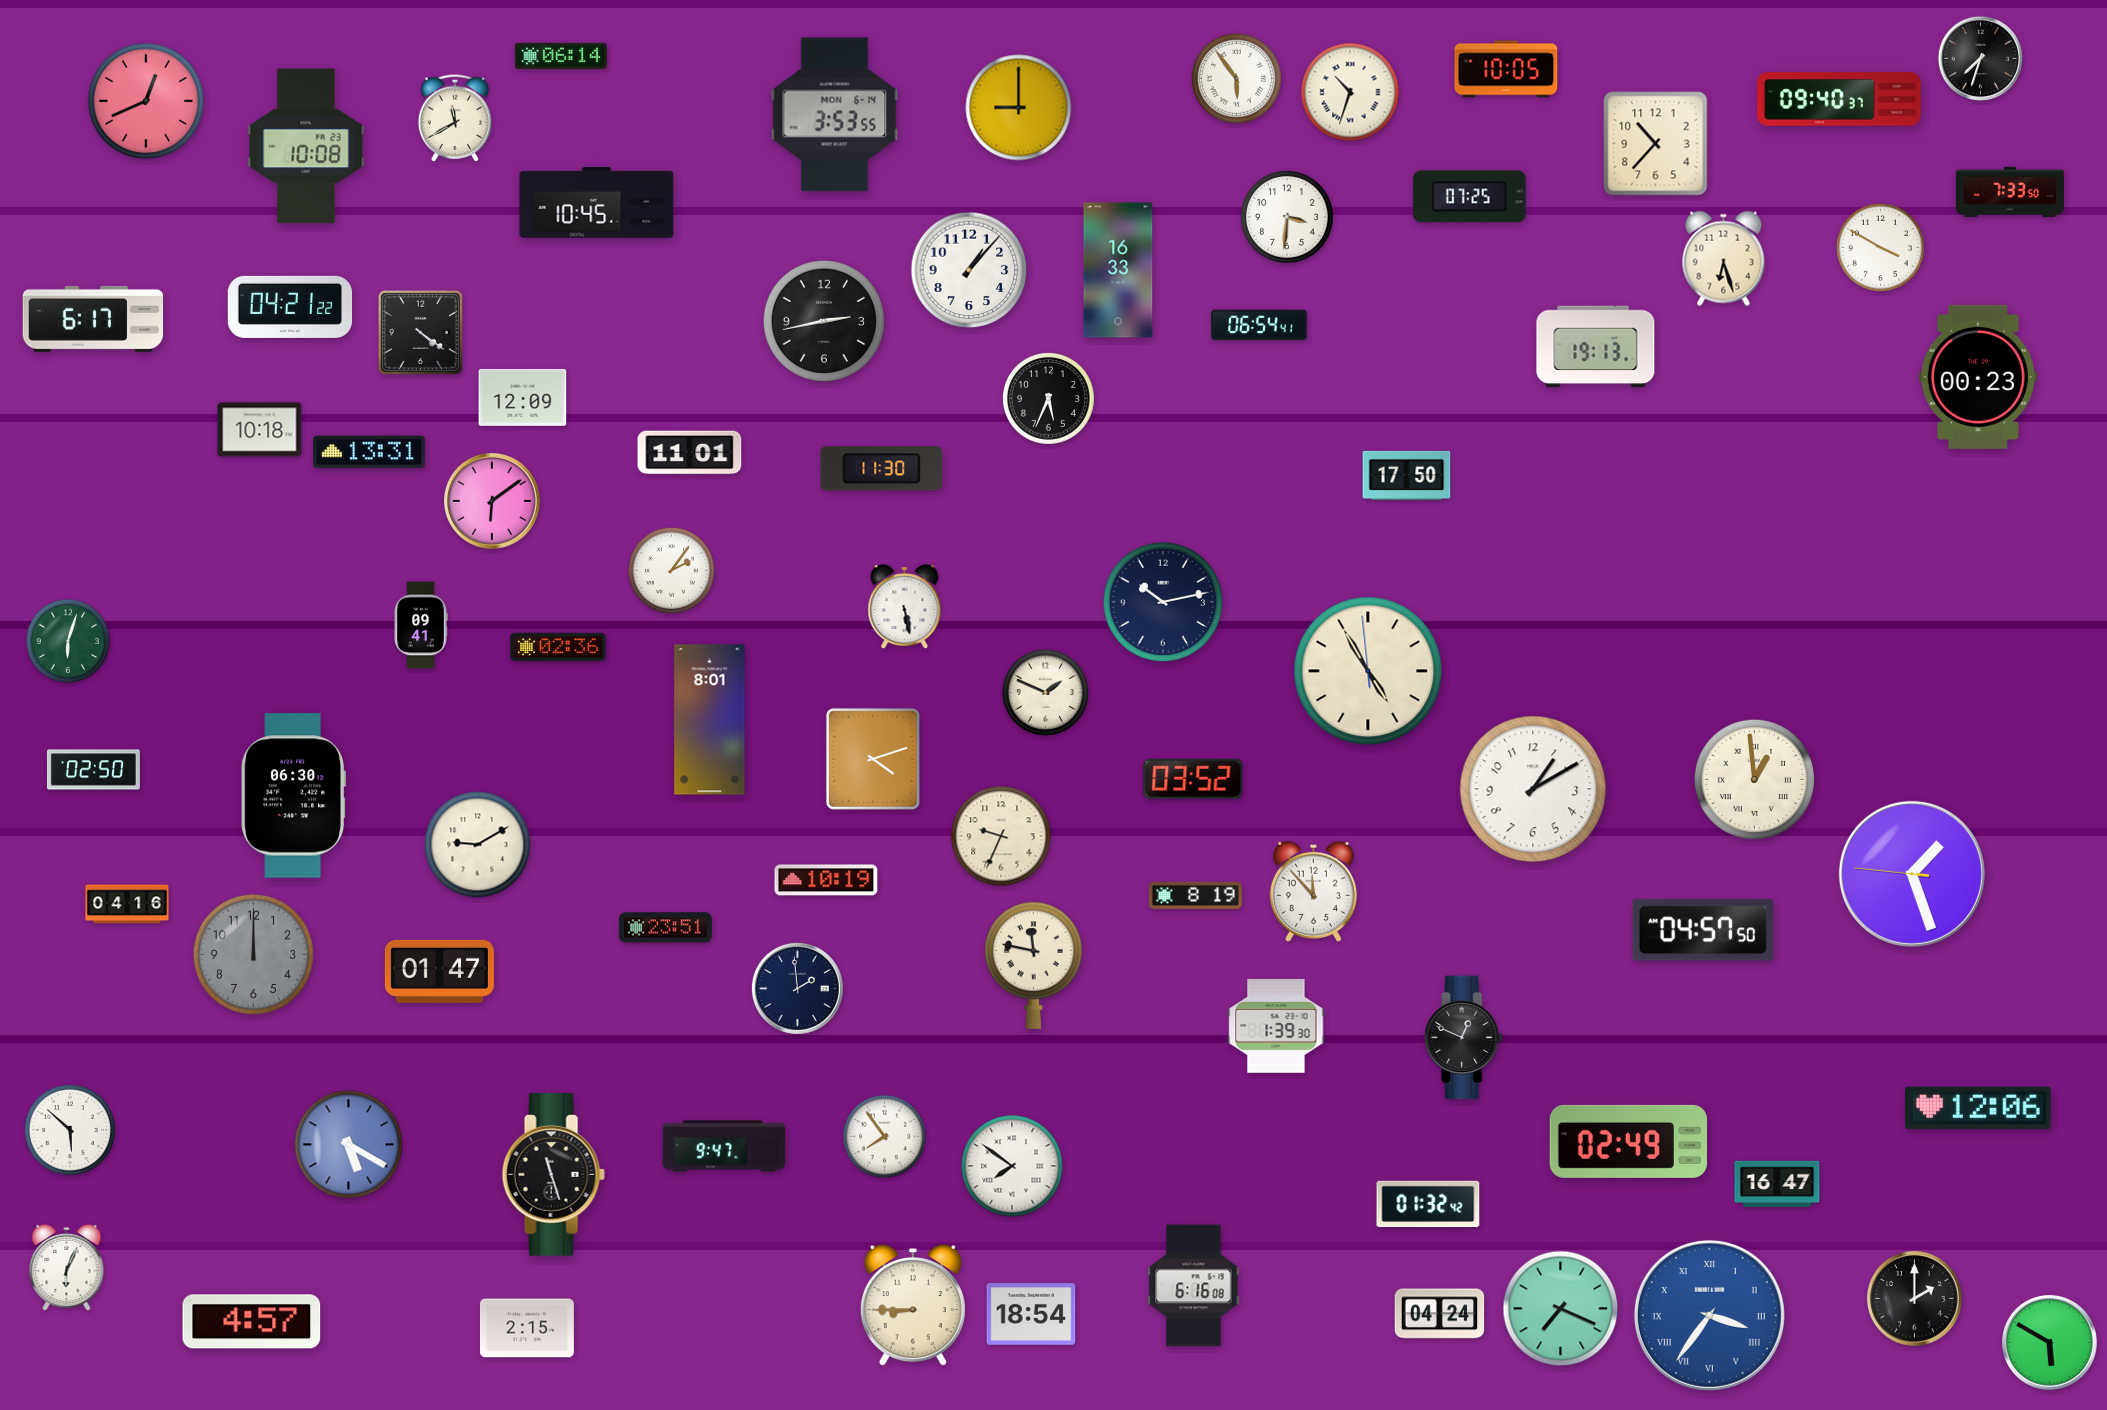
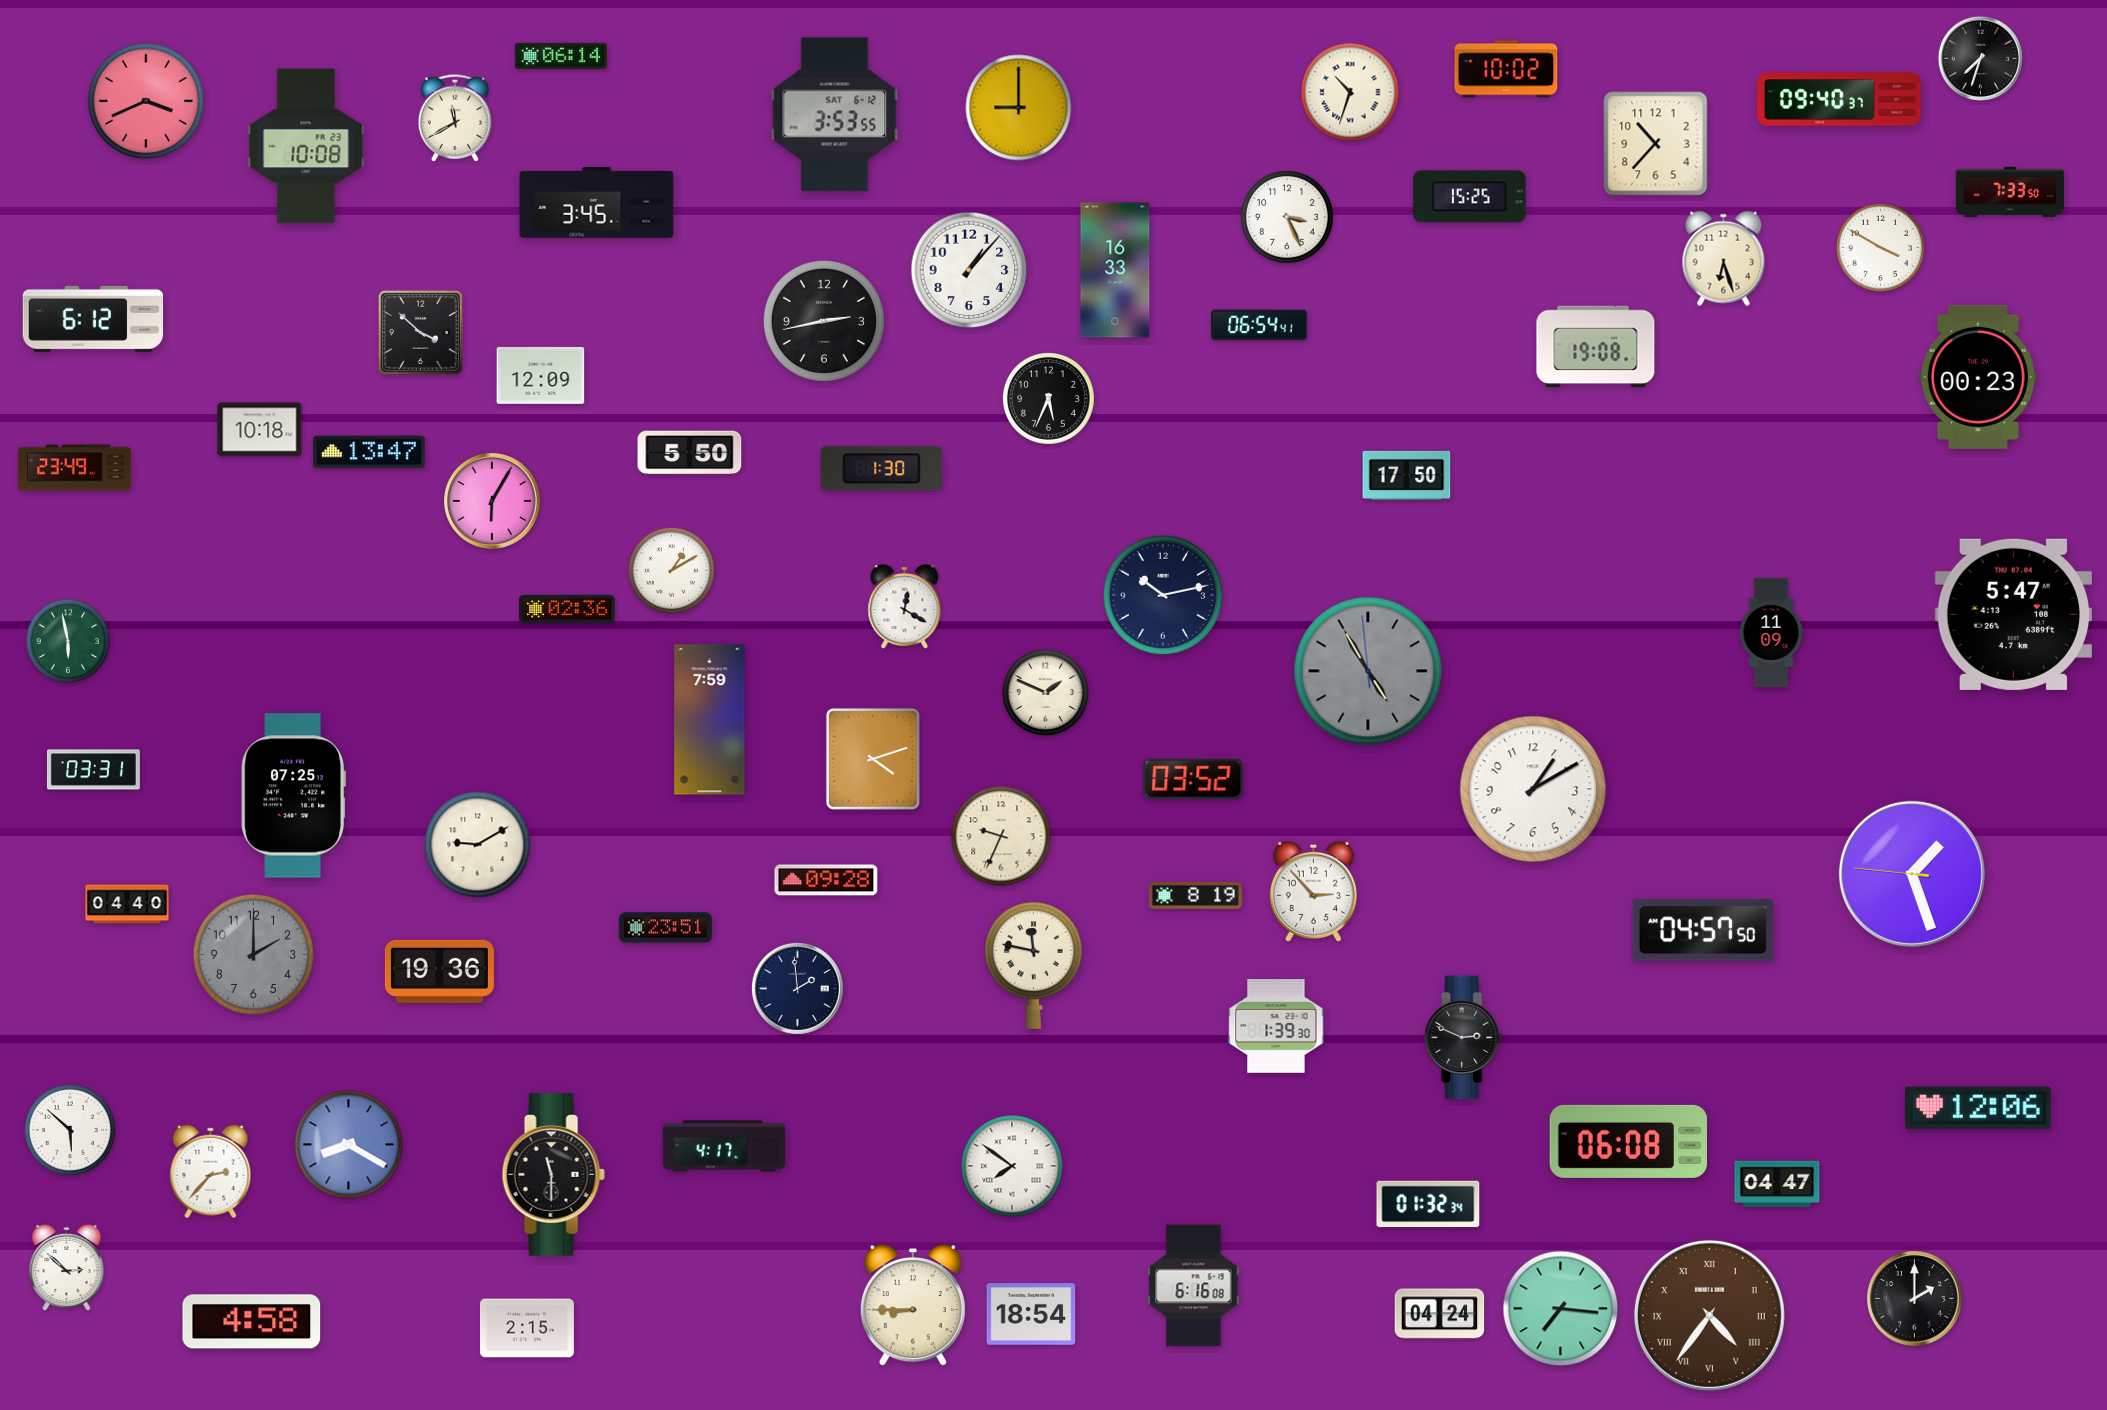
clock at (1506, 69): 10:05 -> 10:02
clock at (1236, 78): 5:54 -> none
clock at (146, 101): 12:41 -> 3:41
clock at (835, 115) date: MON 6-14 -> SAT 6-12
clock at (1470, 197): 07:25 -> 15:25
clock at (597, 203): 10:45 -> 3:45
clock at (1288, 218): 3:31 -> 3:26
clock at (1118, 270) position: (1118, 270) -> (1115, 270)
clock at (290, 307): 04:21 -> none
clock at (93, 319): 6:17 -> 6:12
clock at (420, 332): 4:21 -> 3:52
clock at (1596, 347): 19:13 -> 19:08
clock at (523, 397) position: (523, 397) -> (541, 375)
clock at (370, 452): 13:31 -> 13:47
clock at (690, 453): 11:01 -> 5:50
clock at (75, 468): none -> 23:49
clock at (882, 469): 11:30 -> 1:30
clock at (492, 501): 6:09 -> 6:05
clock at (671, 570): 2:06 -> 1:10
clock at (1162, 601) position: (1162, 601) -> (1162, 594)
clock at (905, 607): 5:28 -> 12:20
clock at (2013, 614): none -> 5:47
clock at (421, 625): 09:41 -> none
clock at (1771, 632): none -> 11:09
clock at (68, 641): 6:03 -> 5:58
clock at (558, 646) position: (558, 646) -> (567, 608)
clock at (1368, 671) dial: cream -> grey
clock at (710, 720): 8:01 -> 7:59
clock at (93, 770): 02:50 -> 03:31
clock at (1754, 779): 12:59 -> none
clock at (293, 796): 06:30 -> 07:25
clock at (826, 880): 10:19 -> 09:28
clock at (1313, 891): 11:53 -> 2:53
clock at (127, 904): 04:16 -> 04:40
clock at (253, 954): 12:00 -> 2:00
clock at (439, 971): 01:47 -> 19:36
clock at (1464, 1038): 12:49 -> 2:49
clock at (885, 1137): 7:54 -> none
clock at (1628, 1141): 02:49 -> 06:08
clock at (349, 1145): 5:20 -> 8:20
clock at (724, 1146): 9:47 -> 4:17
clock at (211, 1172): none -> 2:37
clock at (553, 1175): 11:27 -> 11:30
clock at (1777, 1184): 16:47 -> 04:47
clock at (1428, 1204): 01:32:42 -> 01:32:34
clock at (67, 1268): 6:04 -> 2:52
clock at (1561, 1309): 7:19 -> 7:16
clock at (1709, 1315): 3:36 -> 4:36
clock at (1709, 1315) dial: blue -> brown
clock at (252, 1322): 4:57 -> 4:58
clock at (2050, 1343): 5:50 -> none
